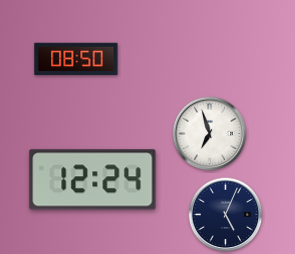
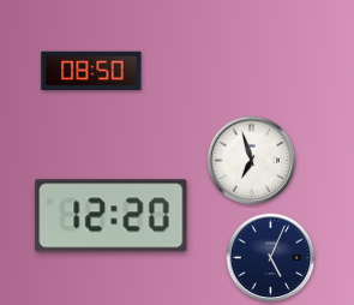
clock at (93, 180): 12:24 -> 12:20
